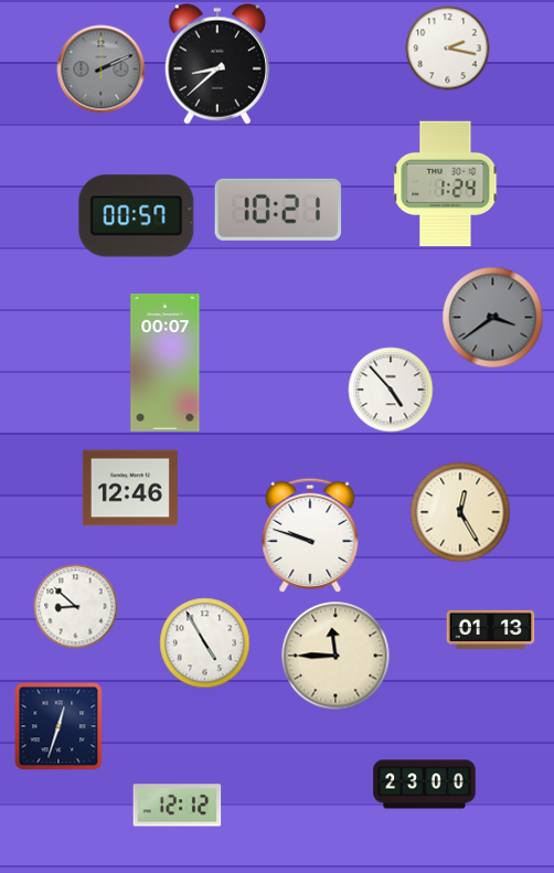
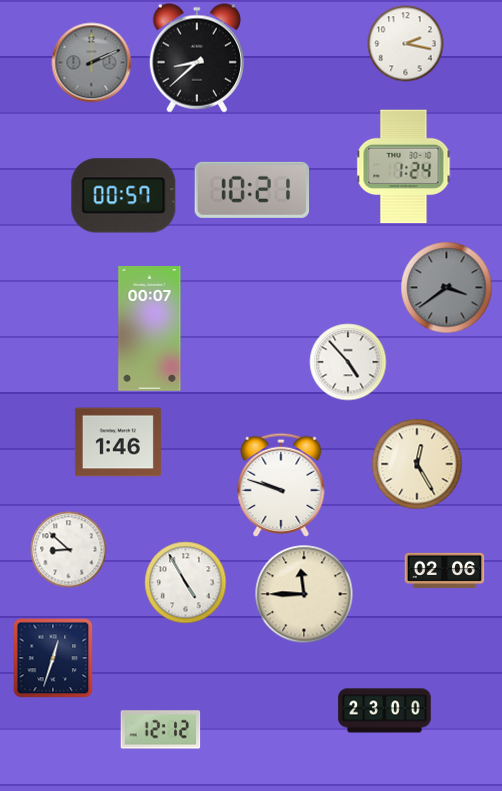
clock at (391, 390) position: (391, 390) -> (348, 362)
clock at (130, 488): 12:46 -> 1:46
clock at (491, 629): 01:13 -> 02:06
